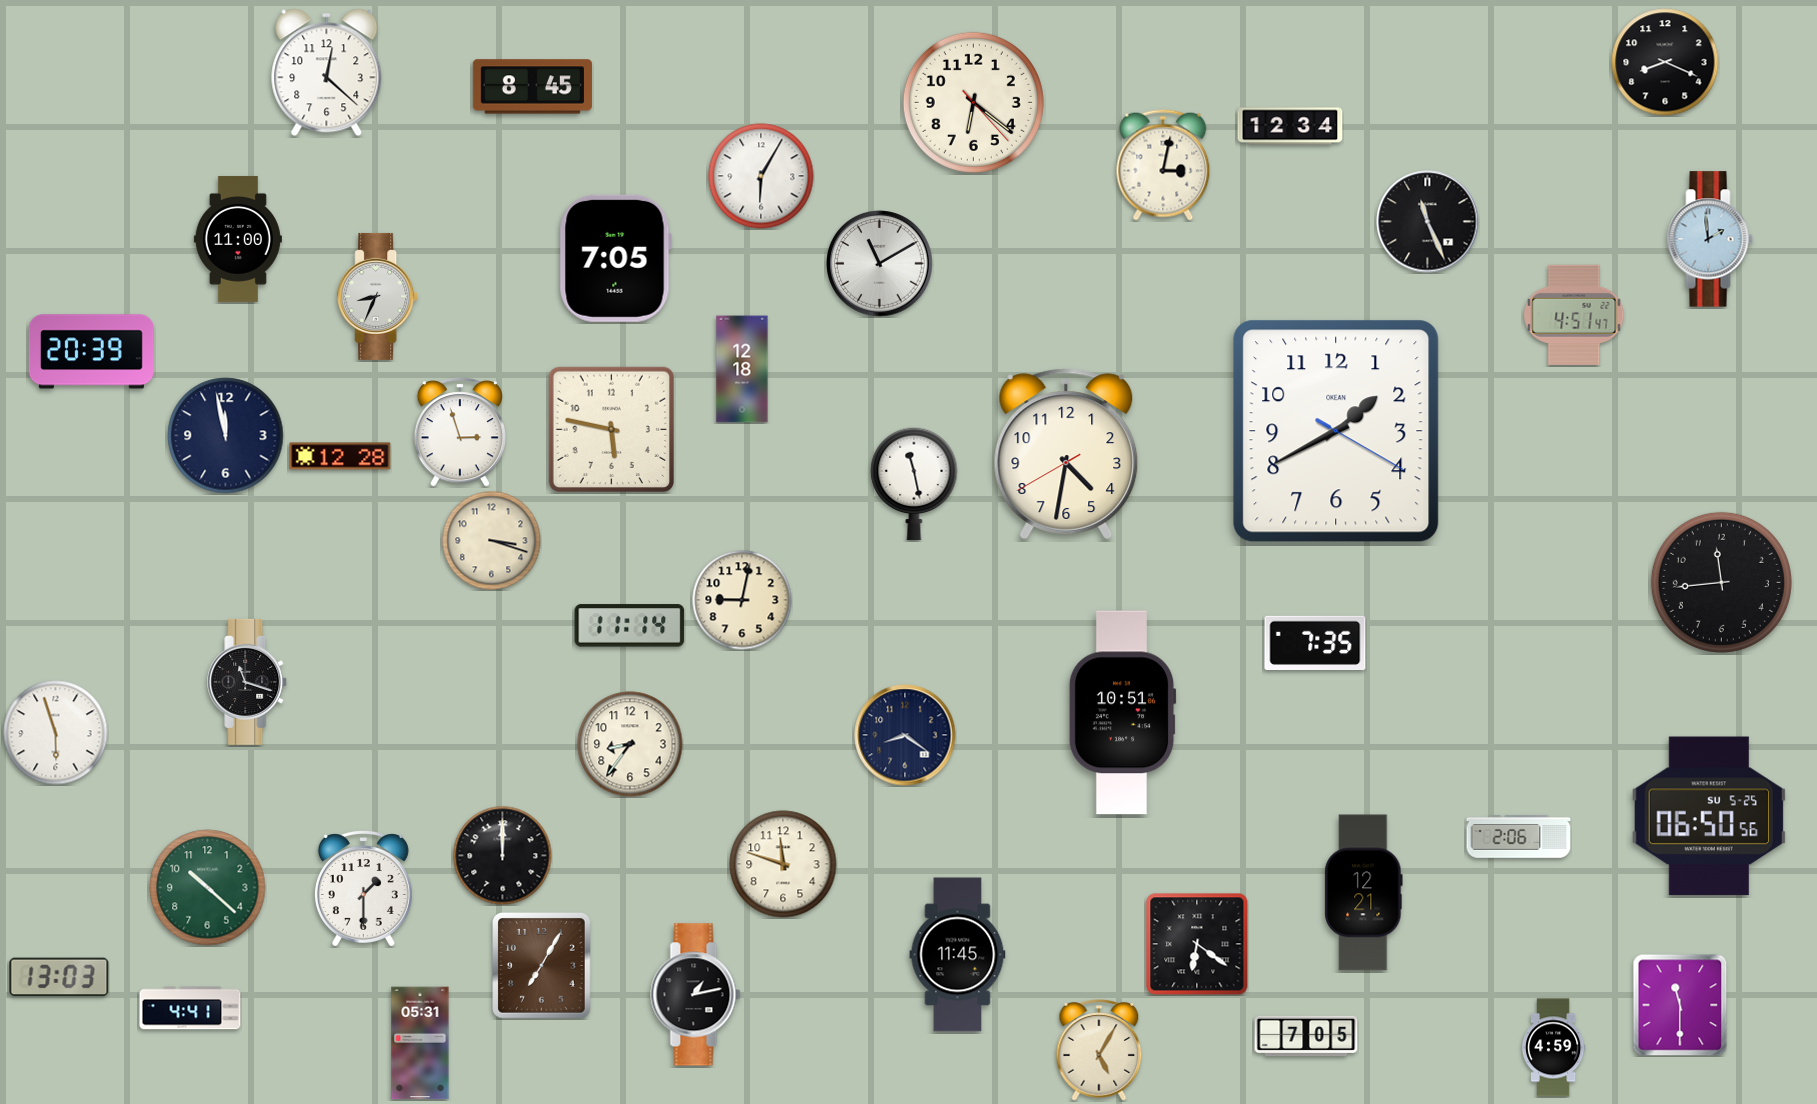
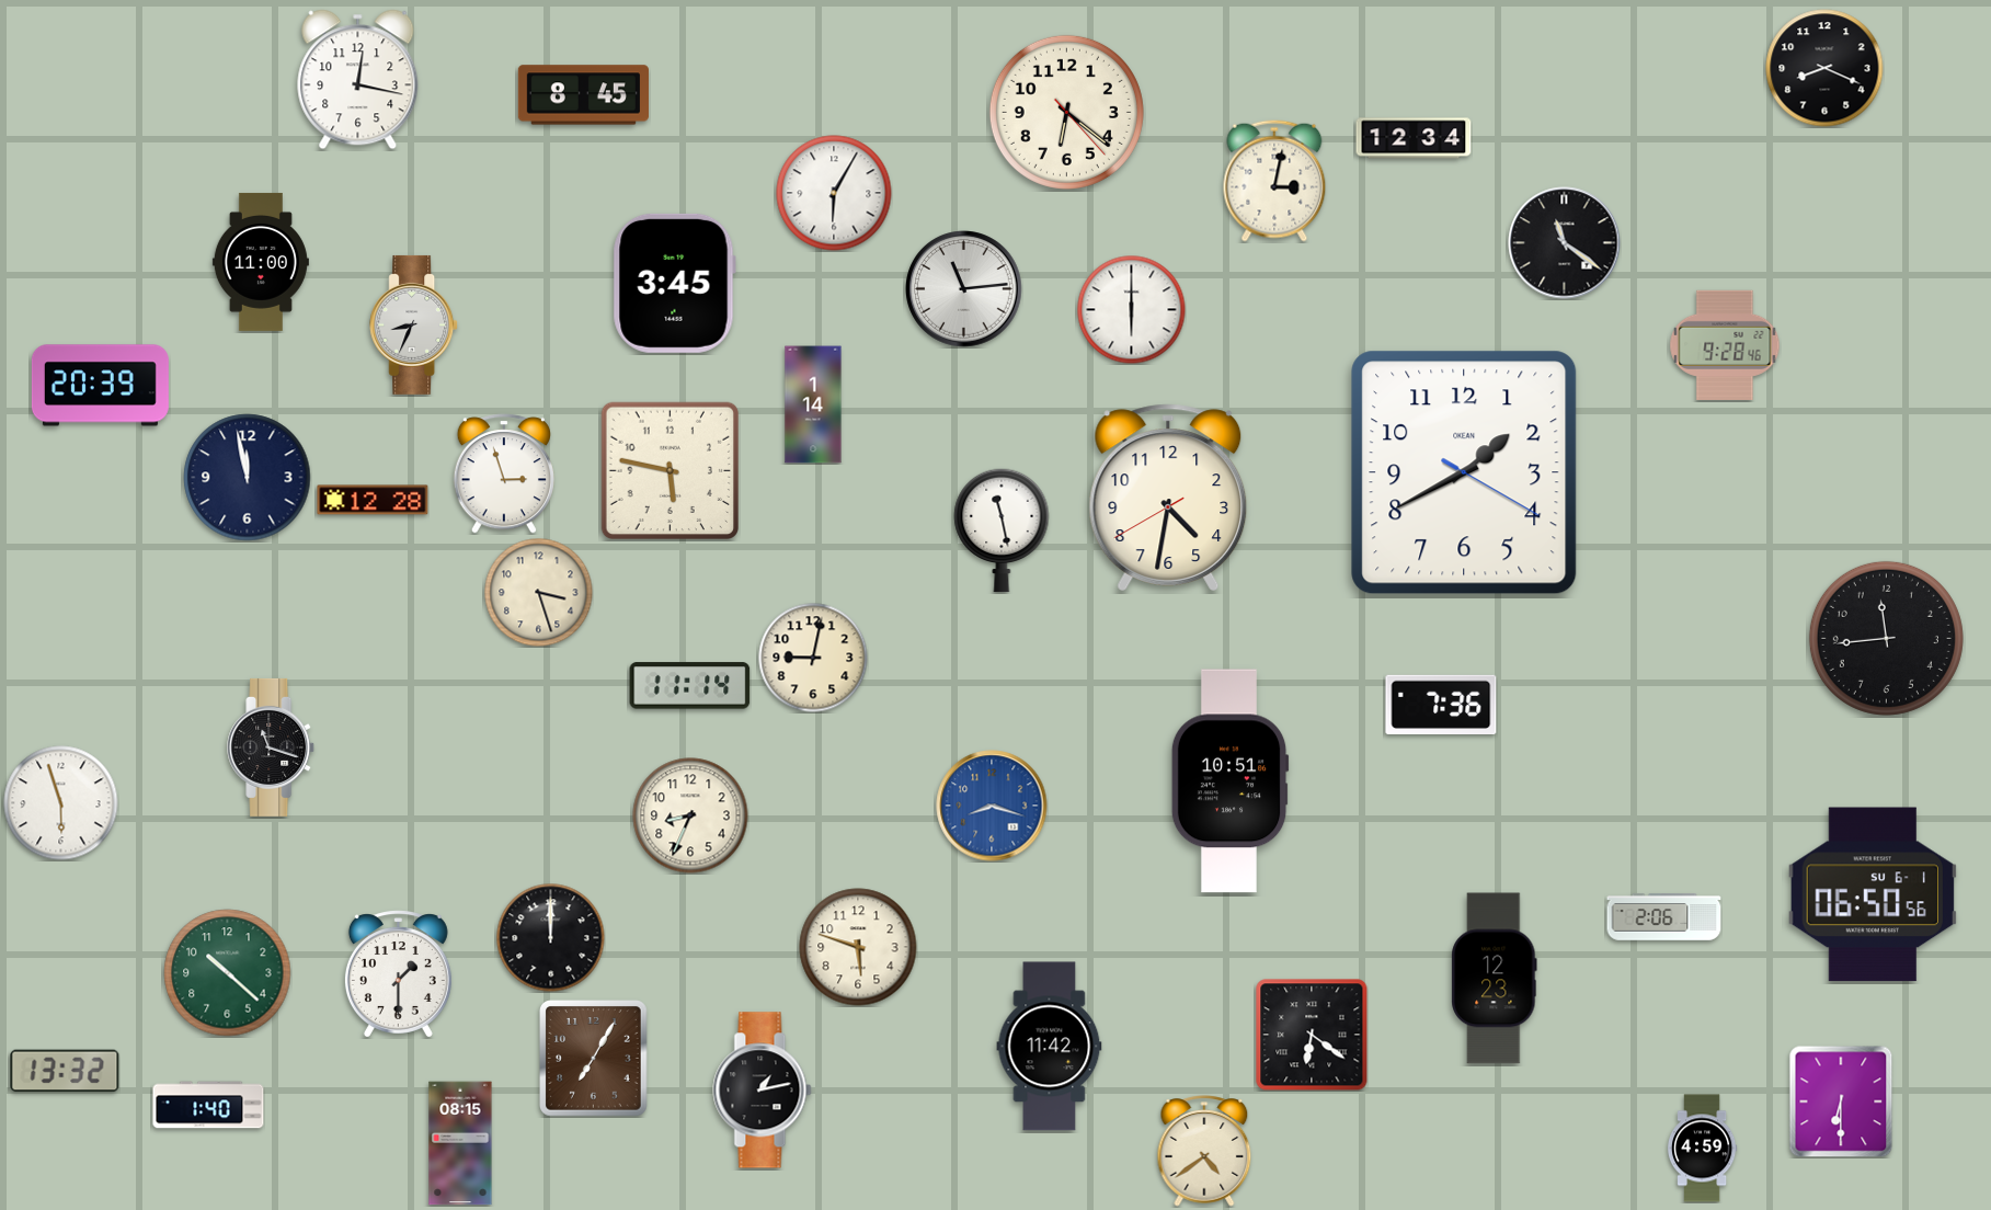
clock at (327, 73): 12:22 -> 12:17
clock at (1428, 222): 11:26 -> 11:21
clock at (1710, 239): 1:59 -> none
clock at (615, 258): 7:05 -> 3:45
clock at (880, 264): 11:10 -> 11:14
clock at (1132, 310): none -> 6:00
clock at (1574, 315): 4:51 -> 9:28
clock at (742, 369): 12:18 -> 1:14
clock at (492, 541): 3:18 -> 3:27
clock at (1315, 642): 7:35 -> 7:36
clock at (905, 735): 8:21 -> 8:18
clock at (905, 735) dial: navy -> blue
clock at (630, 744): 8:36 -> 8:34
clock at (1709, 816) date: SU 5-25 -> SU 6-1
clock at (783, 864): 11:48 -> 5:48
clock at (1364, 893): 12:21 -> 12:23
clock at (958, 955): 11:45 -> 11:42
clock at (59, 977): 13:03 -> 13:32
clock at (1680, 1005): 11:30 -> 6:30
clock at (190, 1008): 4:41 -> 1:40
clock at (1306, 1036): 7:05 -> none
clock at (420, 1043): 05:31 -> 08:15
clock at (1099, 1050): 5:05 -> 4:39
